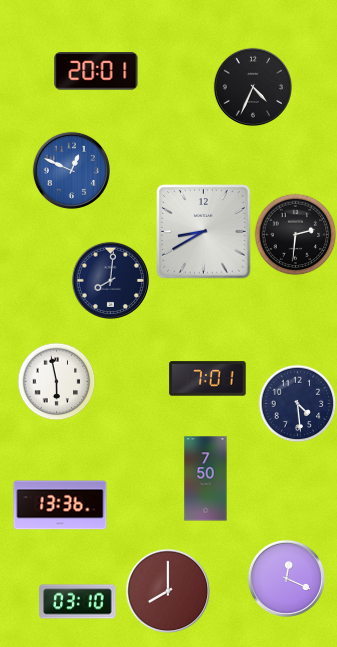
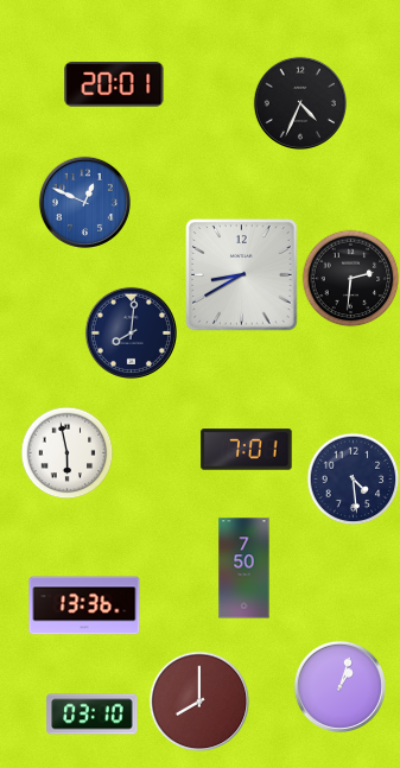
clock at (60, 505) position: (60, 505) -> (84, 605)
clock at (286, 578): 12:19 -> 1:03
